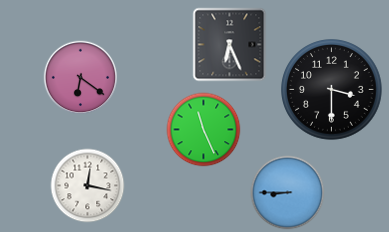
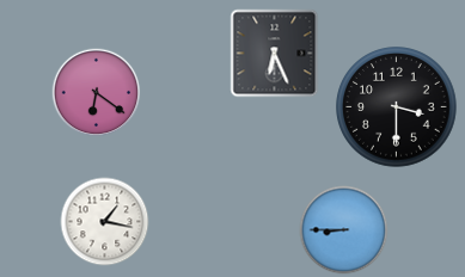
clock at (204, 130): 11:26 -> none
clock at (88, 186): 12:17 -> 1:17
